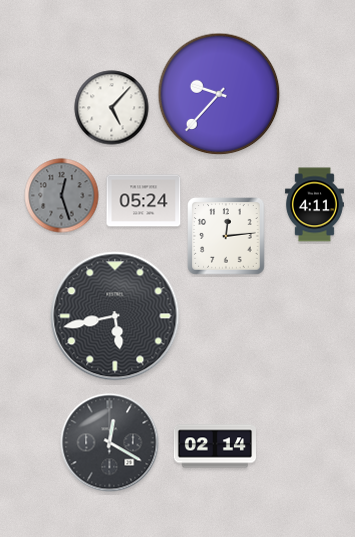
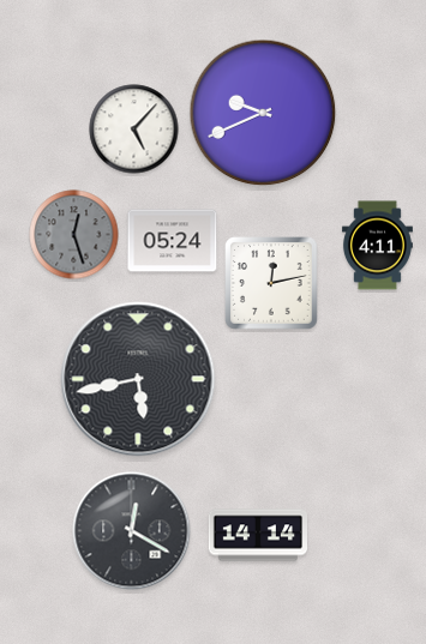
clock at (219, 94): 9:37 -> 9:41
clock at (226, 236): 12:14 -> 12:13
clock at (214, 446): 02:14 -> 14:14
